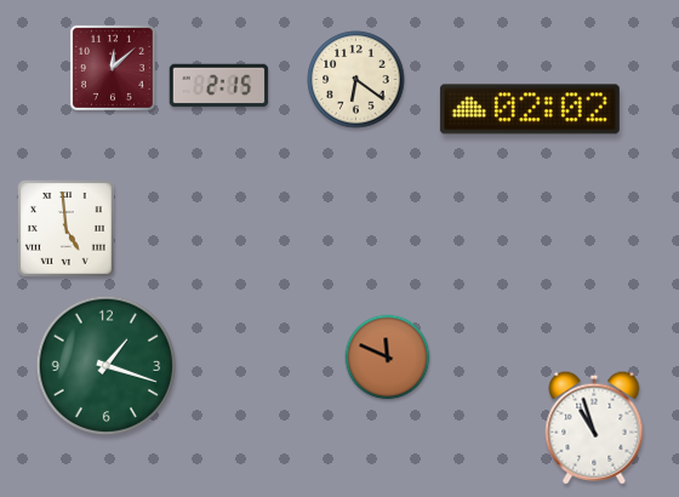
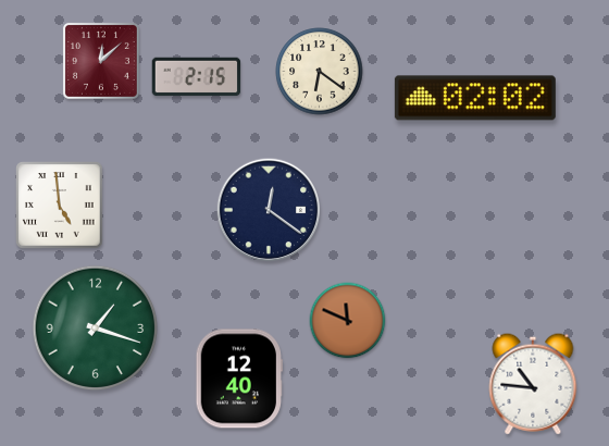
clock at (269, 210): none -> 12:21
clock at (239, 379): none -> 12:40
clock at (594, 428): 10:57 -> 10:46
